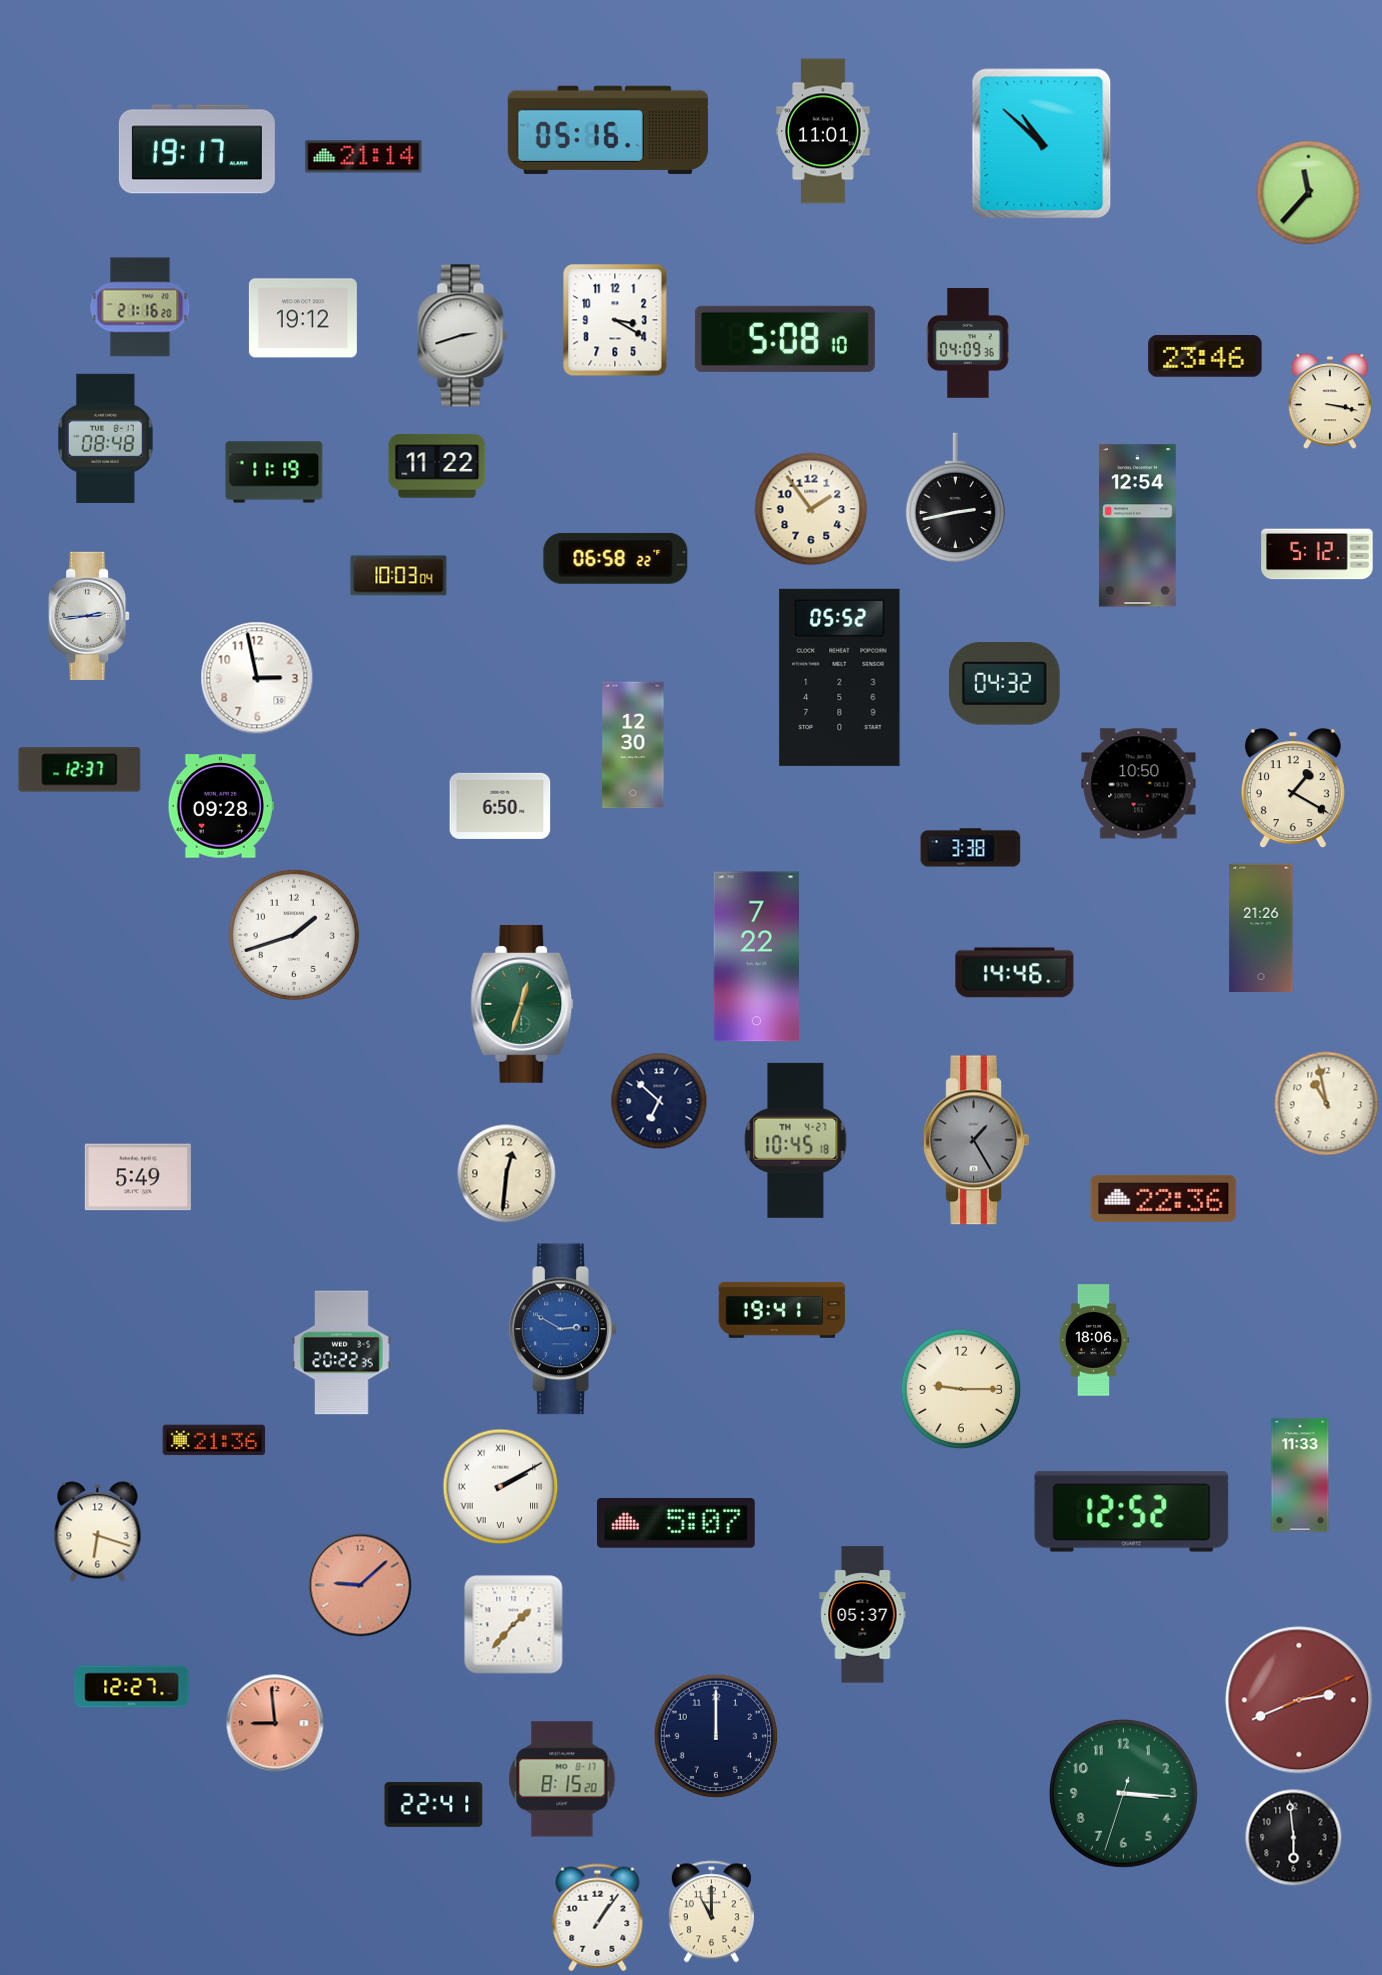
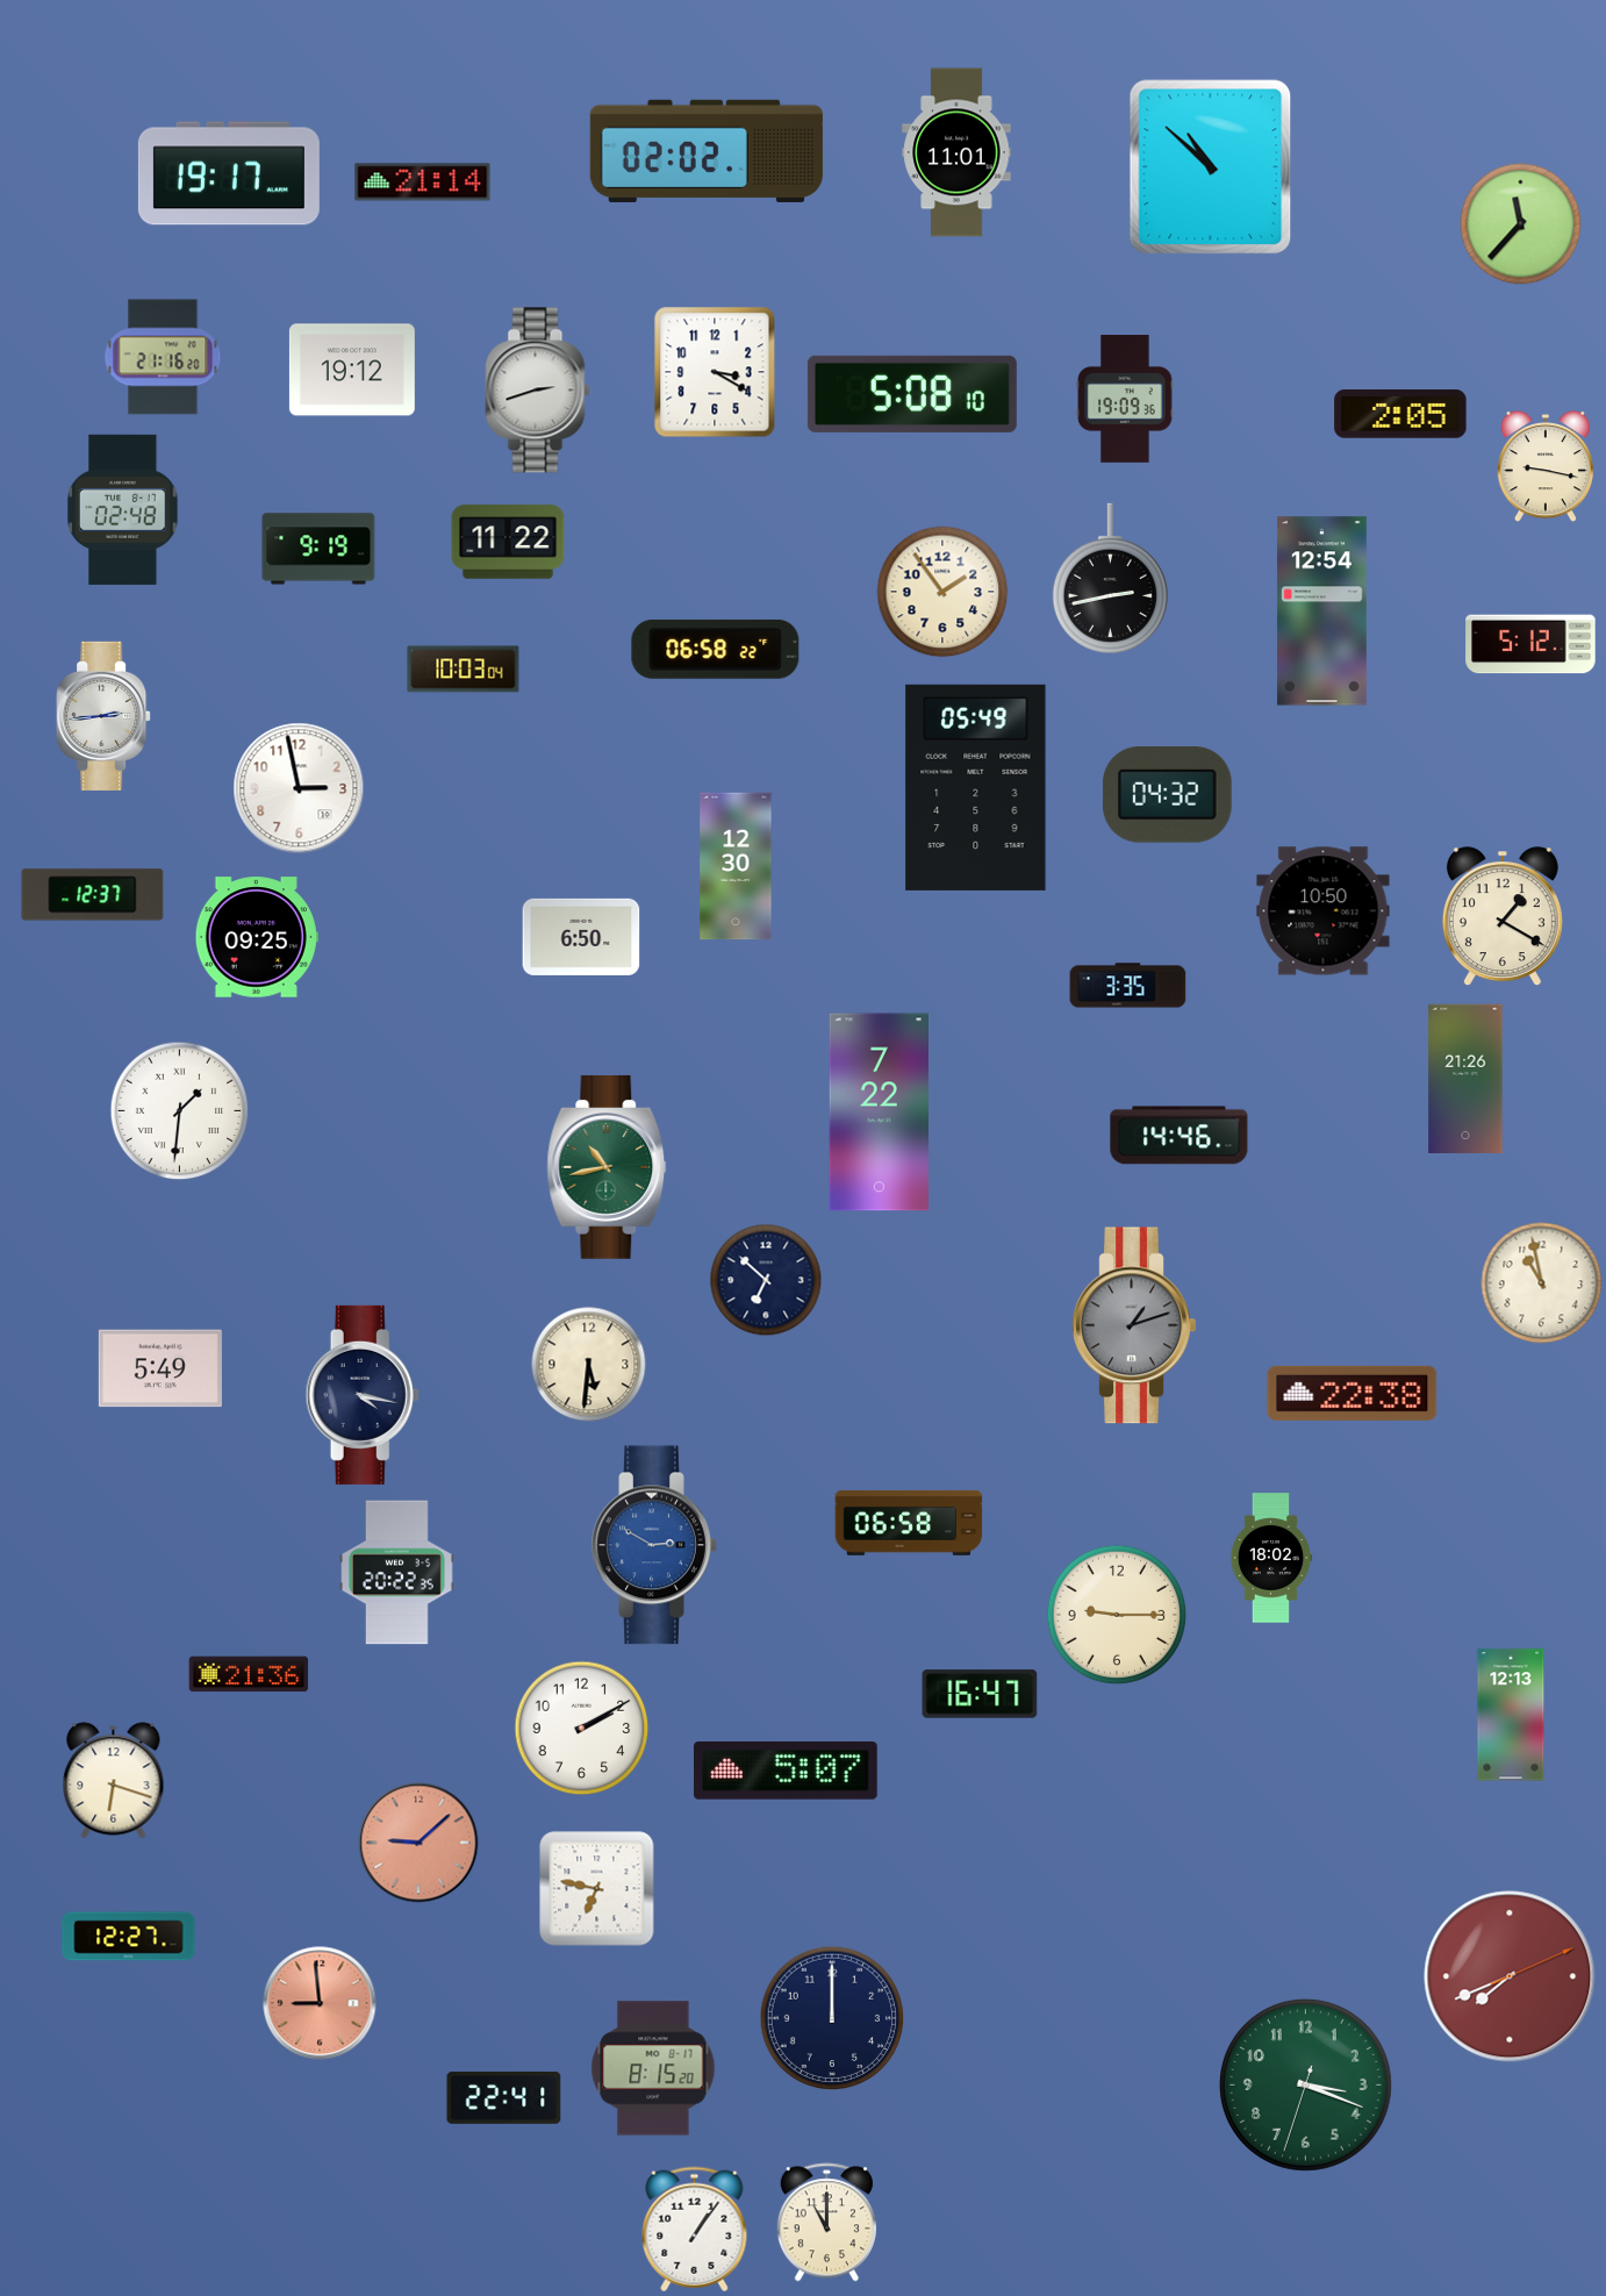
clock at (608, 130): 05:16 -> 02:02
clock at (968, 343): 04:09 -> 19:09
clock at (1205, 357): 23:46 -> 2:05
clock at (1330, 401): 3:17 -> 9:17
clock at (106, 438): 08:48 -> 02:48
clock at (274, 472): 11:19 -> 9:19
clock at (840, 677): 05:52 -> 05:49
clock at (221, 806): 09:28 -> 09:25
clock at (971, 848): 3:38 -> 3:35
clock at (294, 935): 1:42 -> none
clock at (180, 1111): none -> 1:31
clock at (1015, 973) position: (1015, 973) -> (1180, 1136)
clock at (522, 1004): 12:33 -> 10:43
clock at (796, 1140): 10:45 -> none
clock at (976, 1140): 1:25 -> 1:12
clock at (507, 1174): 12:31 -> 5:31
clock at (1164, 1198): 22:36 -> 22:38
clock at (363, 1395): none -> 4:17
clock at (782, 1310): 19:41 -> 06:58
clock at (1094, 1340): 18:06 -> 18:02
clock at (980, 1694): none -> 16:47
clock at (1300, 1475): 11:33 -> 12:13
clock at (501, 1487) numerals: Roman -> Arabic
clock at (1132, 1512): 12:52 -> none
clock at (863, 1615): 05:37 -> none
clock at (514, 1625): 1:37 -> 6:47
clock at (132, 1687) position: (132, 1687) -> (129, 1937)
clock at (1299, 1700): 2:41 -> 7:41
clock at (1123, 1793): 3:15 -> 3:18
clock at (1294, 1838): 5:59 -> none
